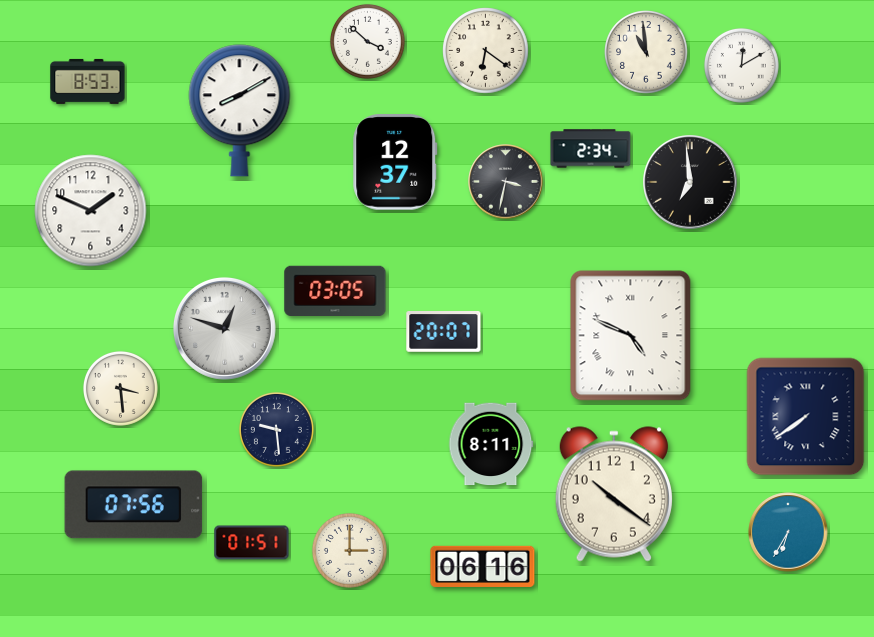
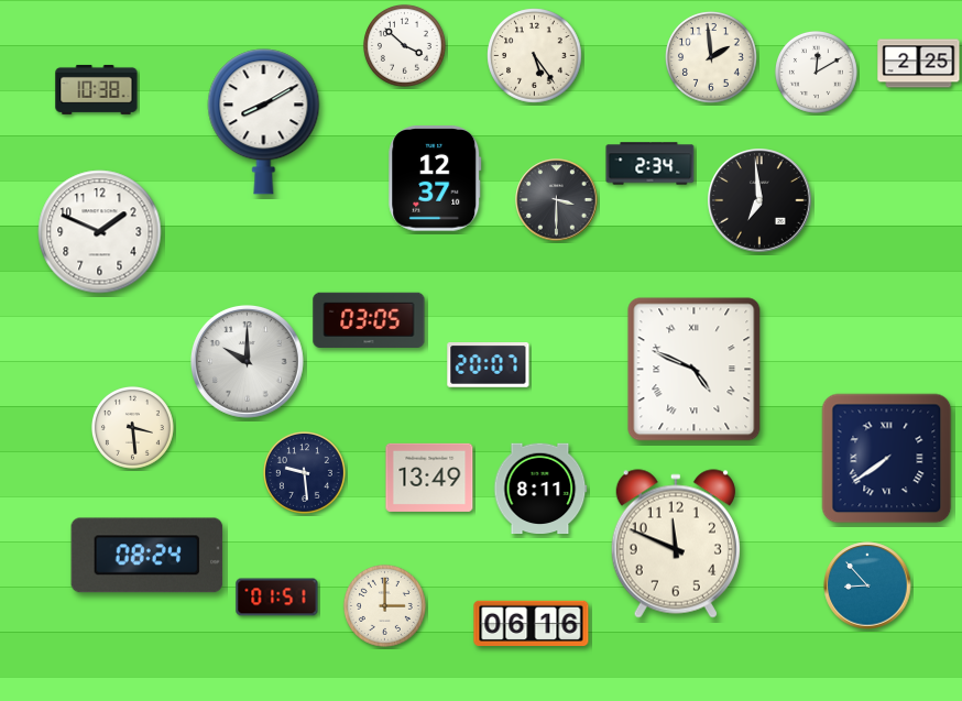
clock at (486, 51): 6:21 -> 5:24
clock at (647, 53): 10:59 -> 1:59
clock at (919, 64): none -> 2:25
clock at (88, 81): 8:53 -> 10:38
clock at (506, 182): 3:32 -> 3:30
clock at (224, 328): 12:48 -> 10:00
clock at (429, 478): none -> 13:49
clock at (614, 494): 10:21 -> 11:49
clock at (134, 505): 07:56 -> 08:24
clock at (788, 532): 6:35 -> 8:53
